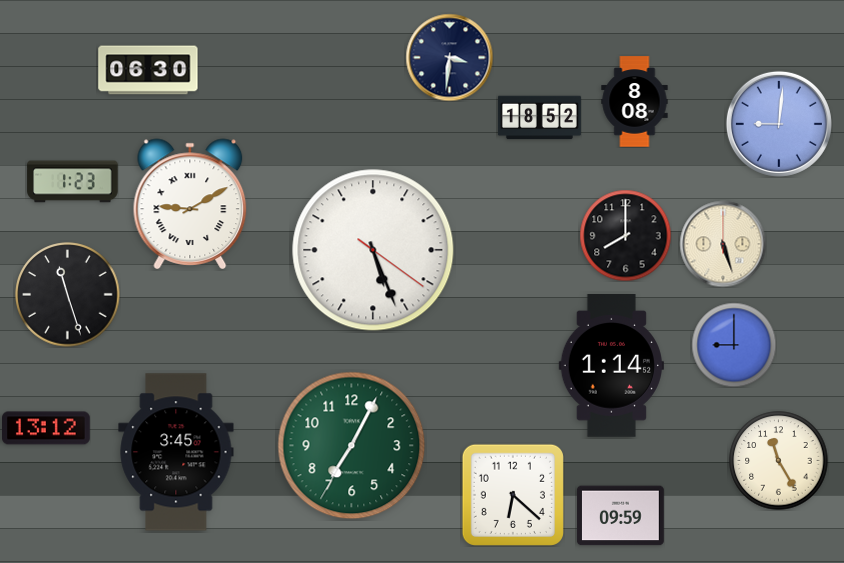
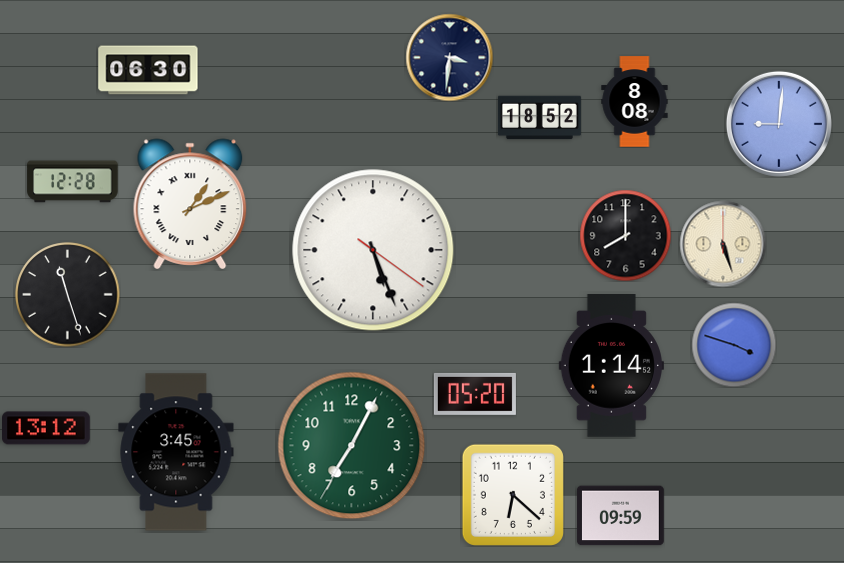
clock at (73, 182): 1:23 -> 12:28
clock at (190, 204): 9:10 -> 1:11
clock at (734, 345): 9:00 -> 3:48
clock at (475, 394): none -> 05:20
clock at (779, 461): 11:25 -> none
